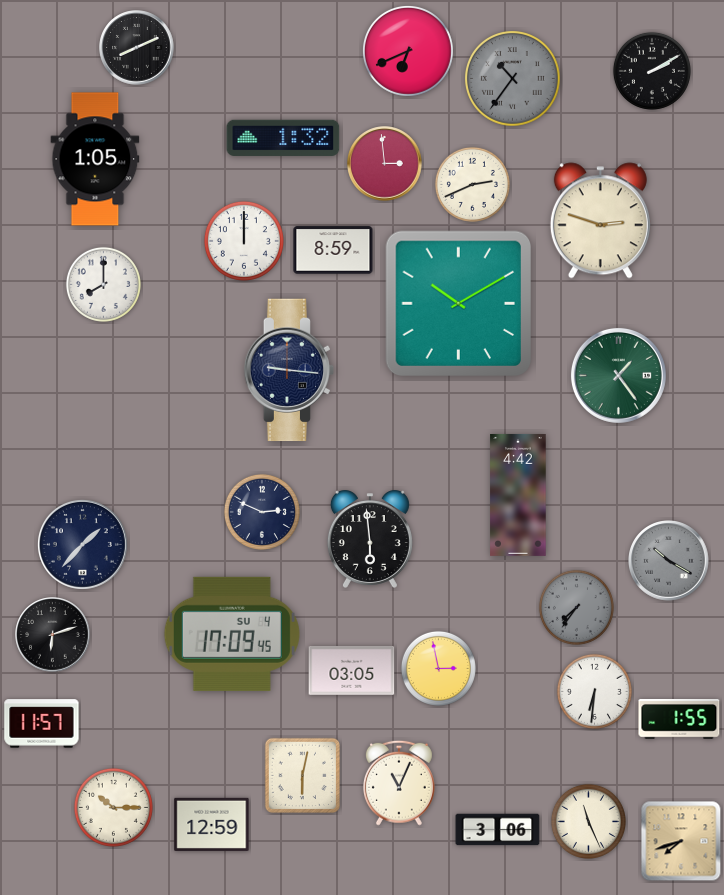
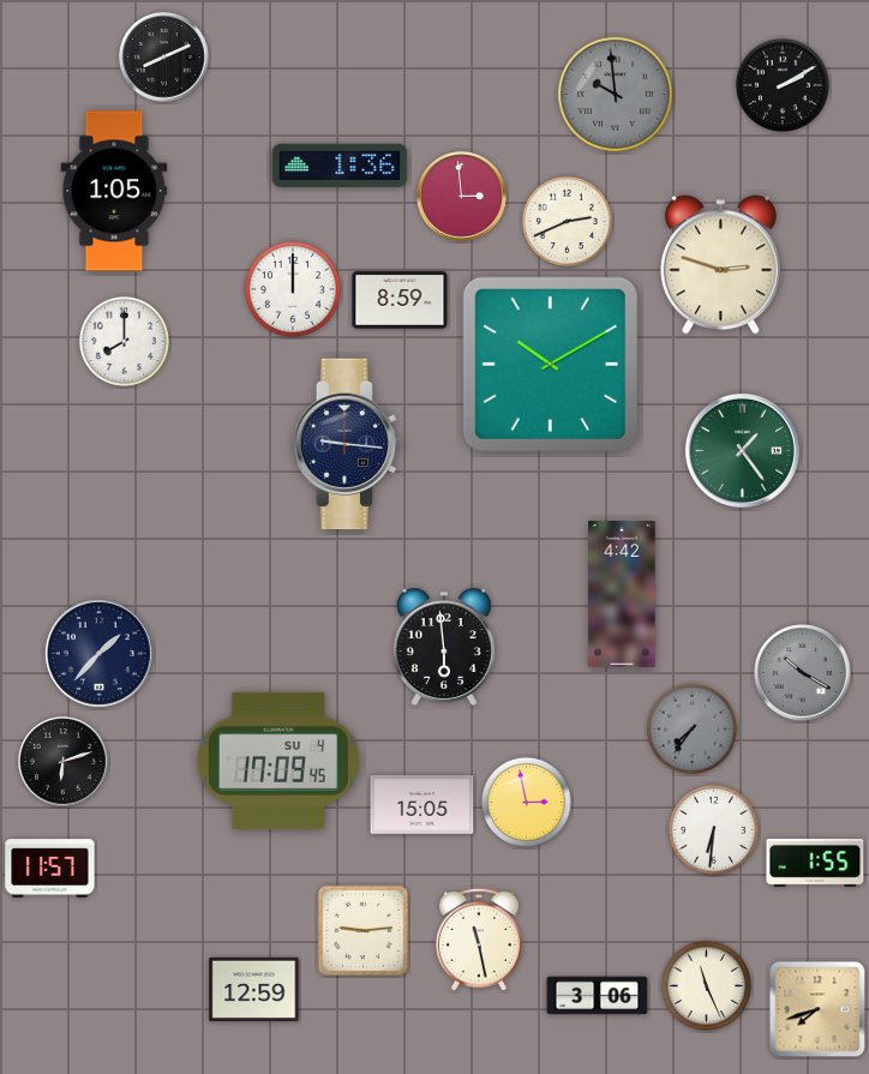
clock at (408, 51): 6:41 -> none
clock at (513, 79): 10:36 -> 9:59
clock at (283, 138): 1:32 -> 1:36
clock at (262, 512): 2:49 -> none
clock at (352, 670): 03:05 -> 15:05
clock at (302, 775): 6:02 -> 9:14
clock at (399, 783): 11:04 -> 11:28
clock at (113, 807): 10:15 -> none
